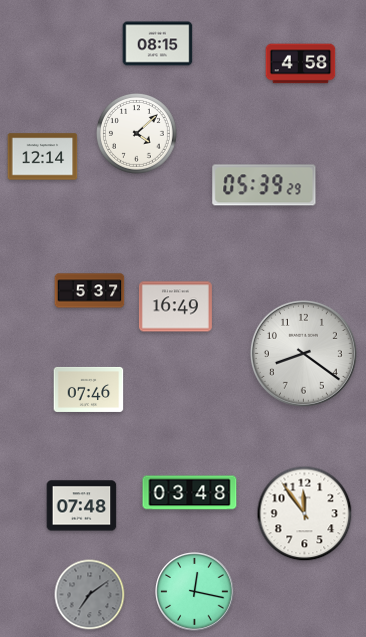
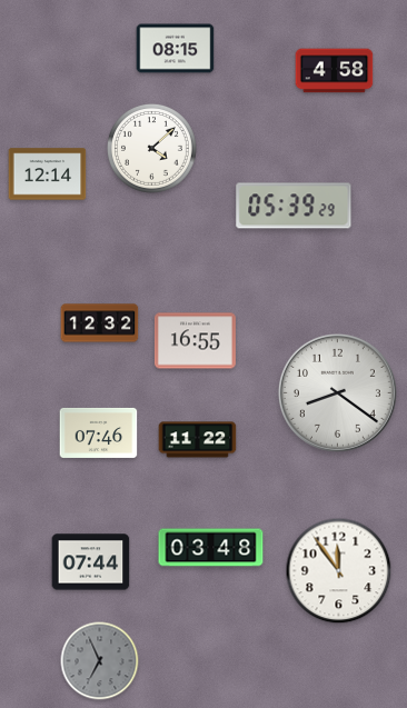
clock at (90, 291): 5:37 -> 12:32
clock at (175, 307): 16:49 -> 16:55
clock at (198, 440): none -> 11:22
clock at (82, 506): 07:48 -> 07:44
clock at (195, 592): 12:17 -> none
clock at (90, 595): 7:09 -> 6:56
